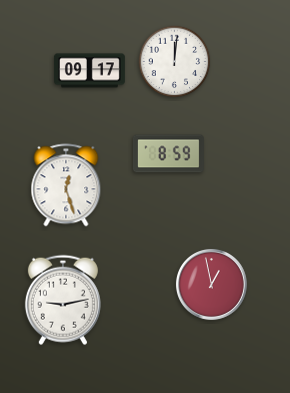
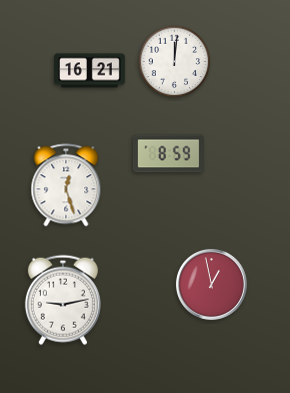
clock at (89, 71): 09:17 -> 16:21
